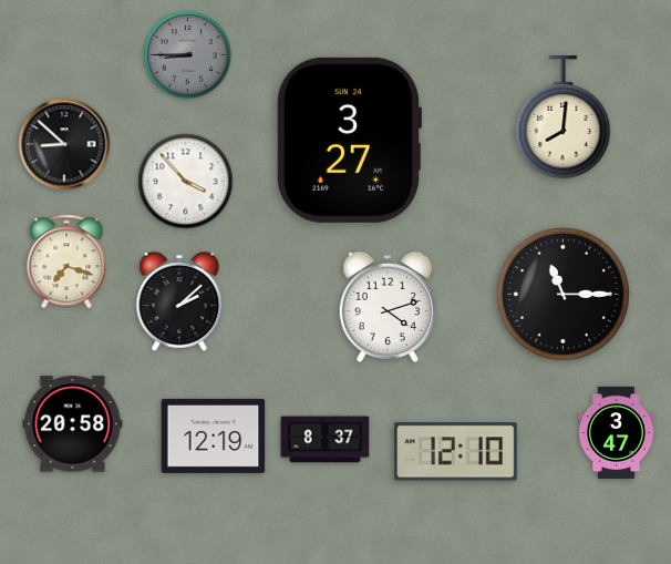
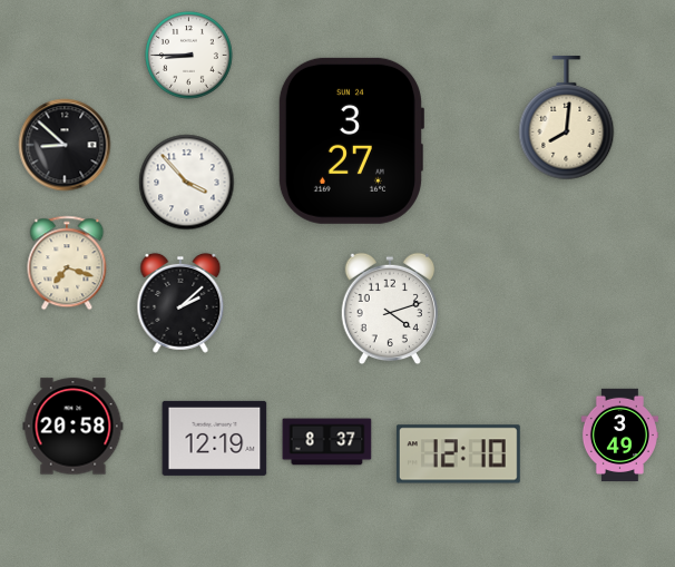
clock at (188, 55) dial: grey -> white
clock at (562, 294): 11:15 -> none
clock at (616, 432): 3:47 -> 3:49
